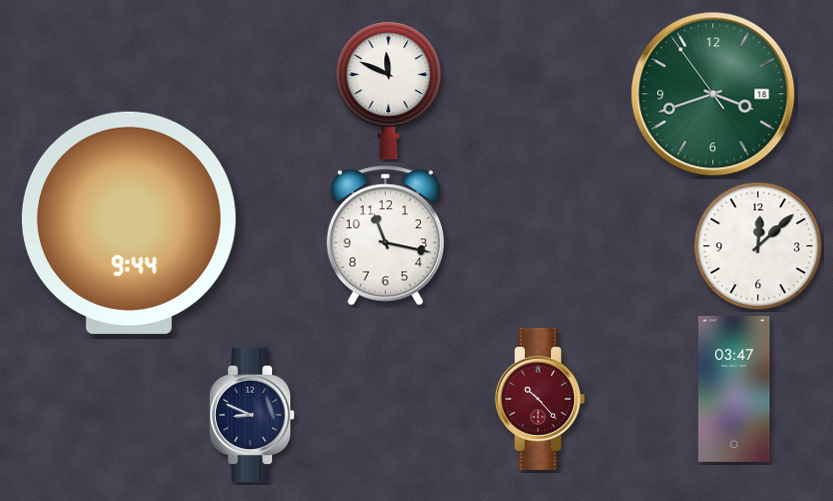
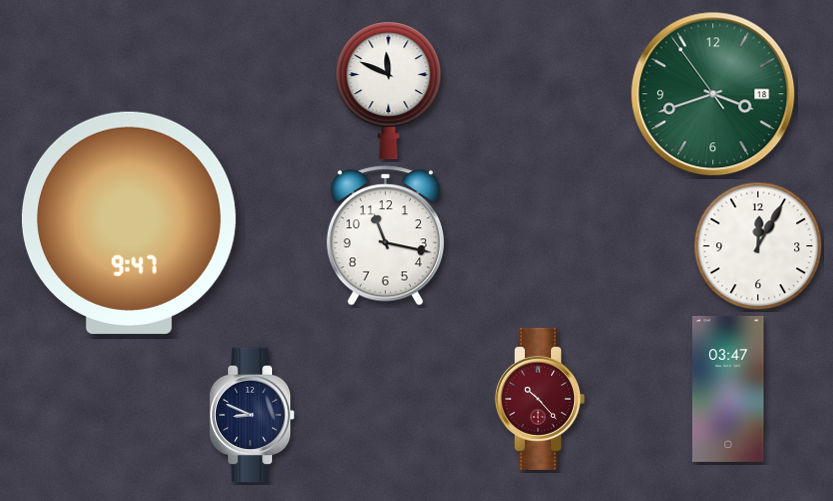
clock at (129, 223): 9:44 -> 9:47
clock at (758, 246): 12:08 -> 12:05
clock at (734, 389) position: (734, 389) -> (728, 389)
